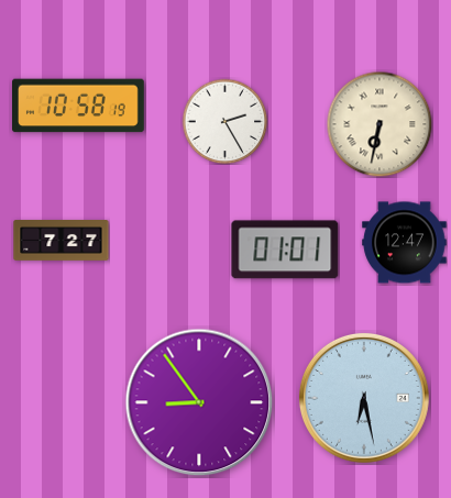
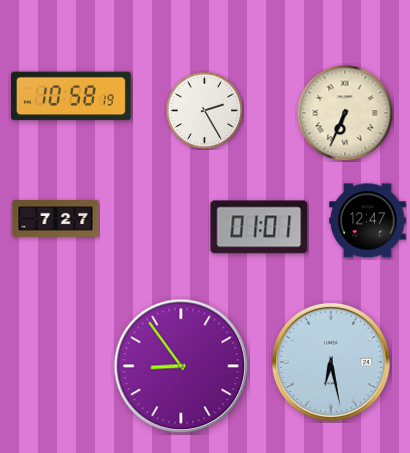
clock at (380, 124): 6:32 -> 6:34
